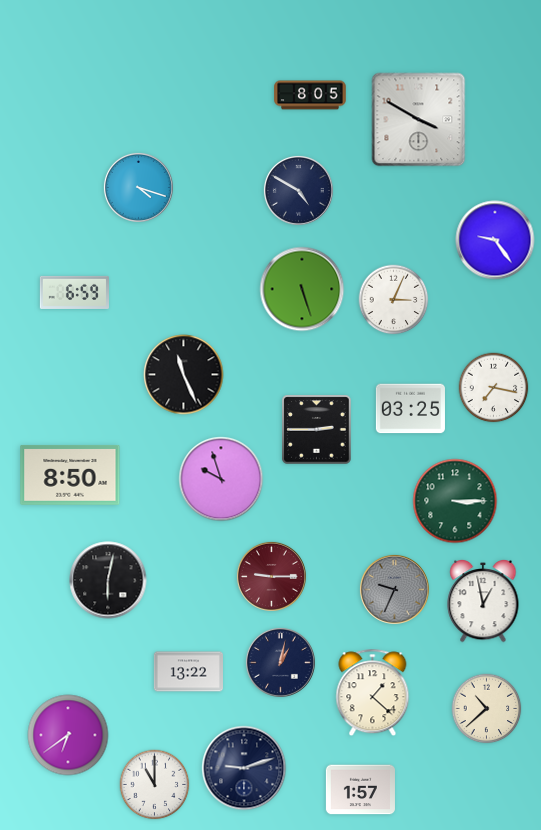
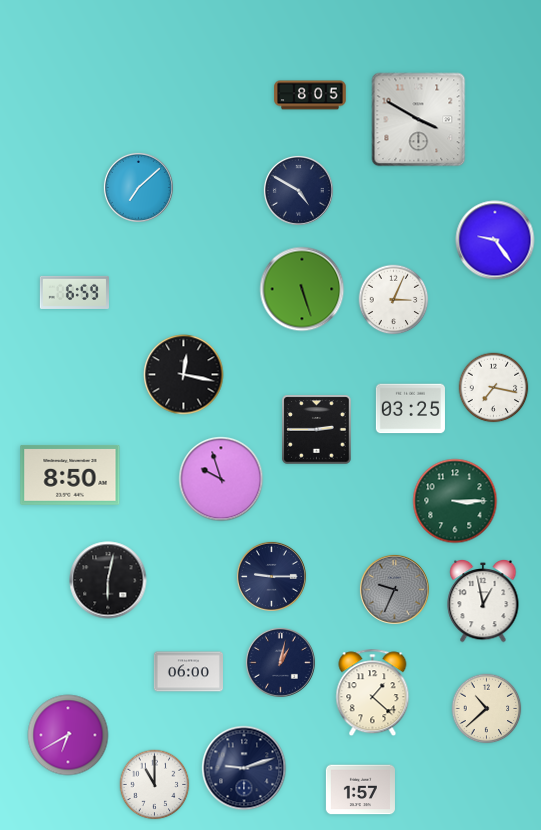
clock at (138, 187): 4:18 -> 7:08
clock at (184, 375): 11:26 -> 12:17
clock at (271, 576) dial: burgundy -> navy
clock at (188, 672): 13:22 -> 06:00
clock at (68, 735): 6:39 -> 6:40
